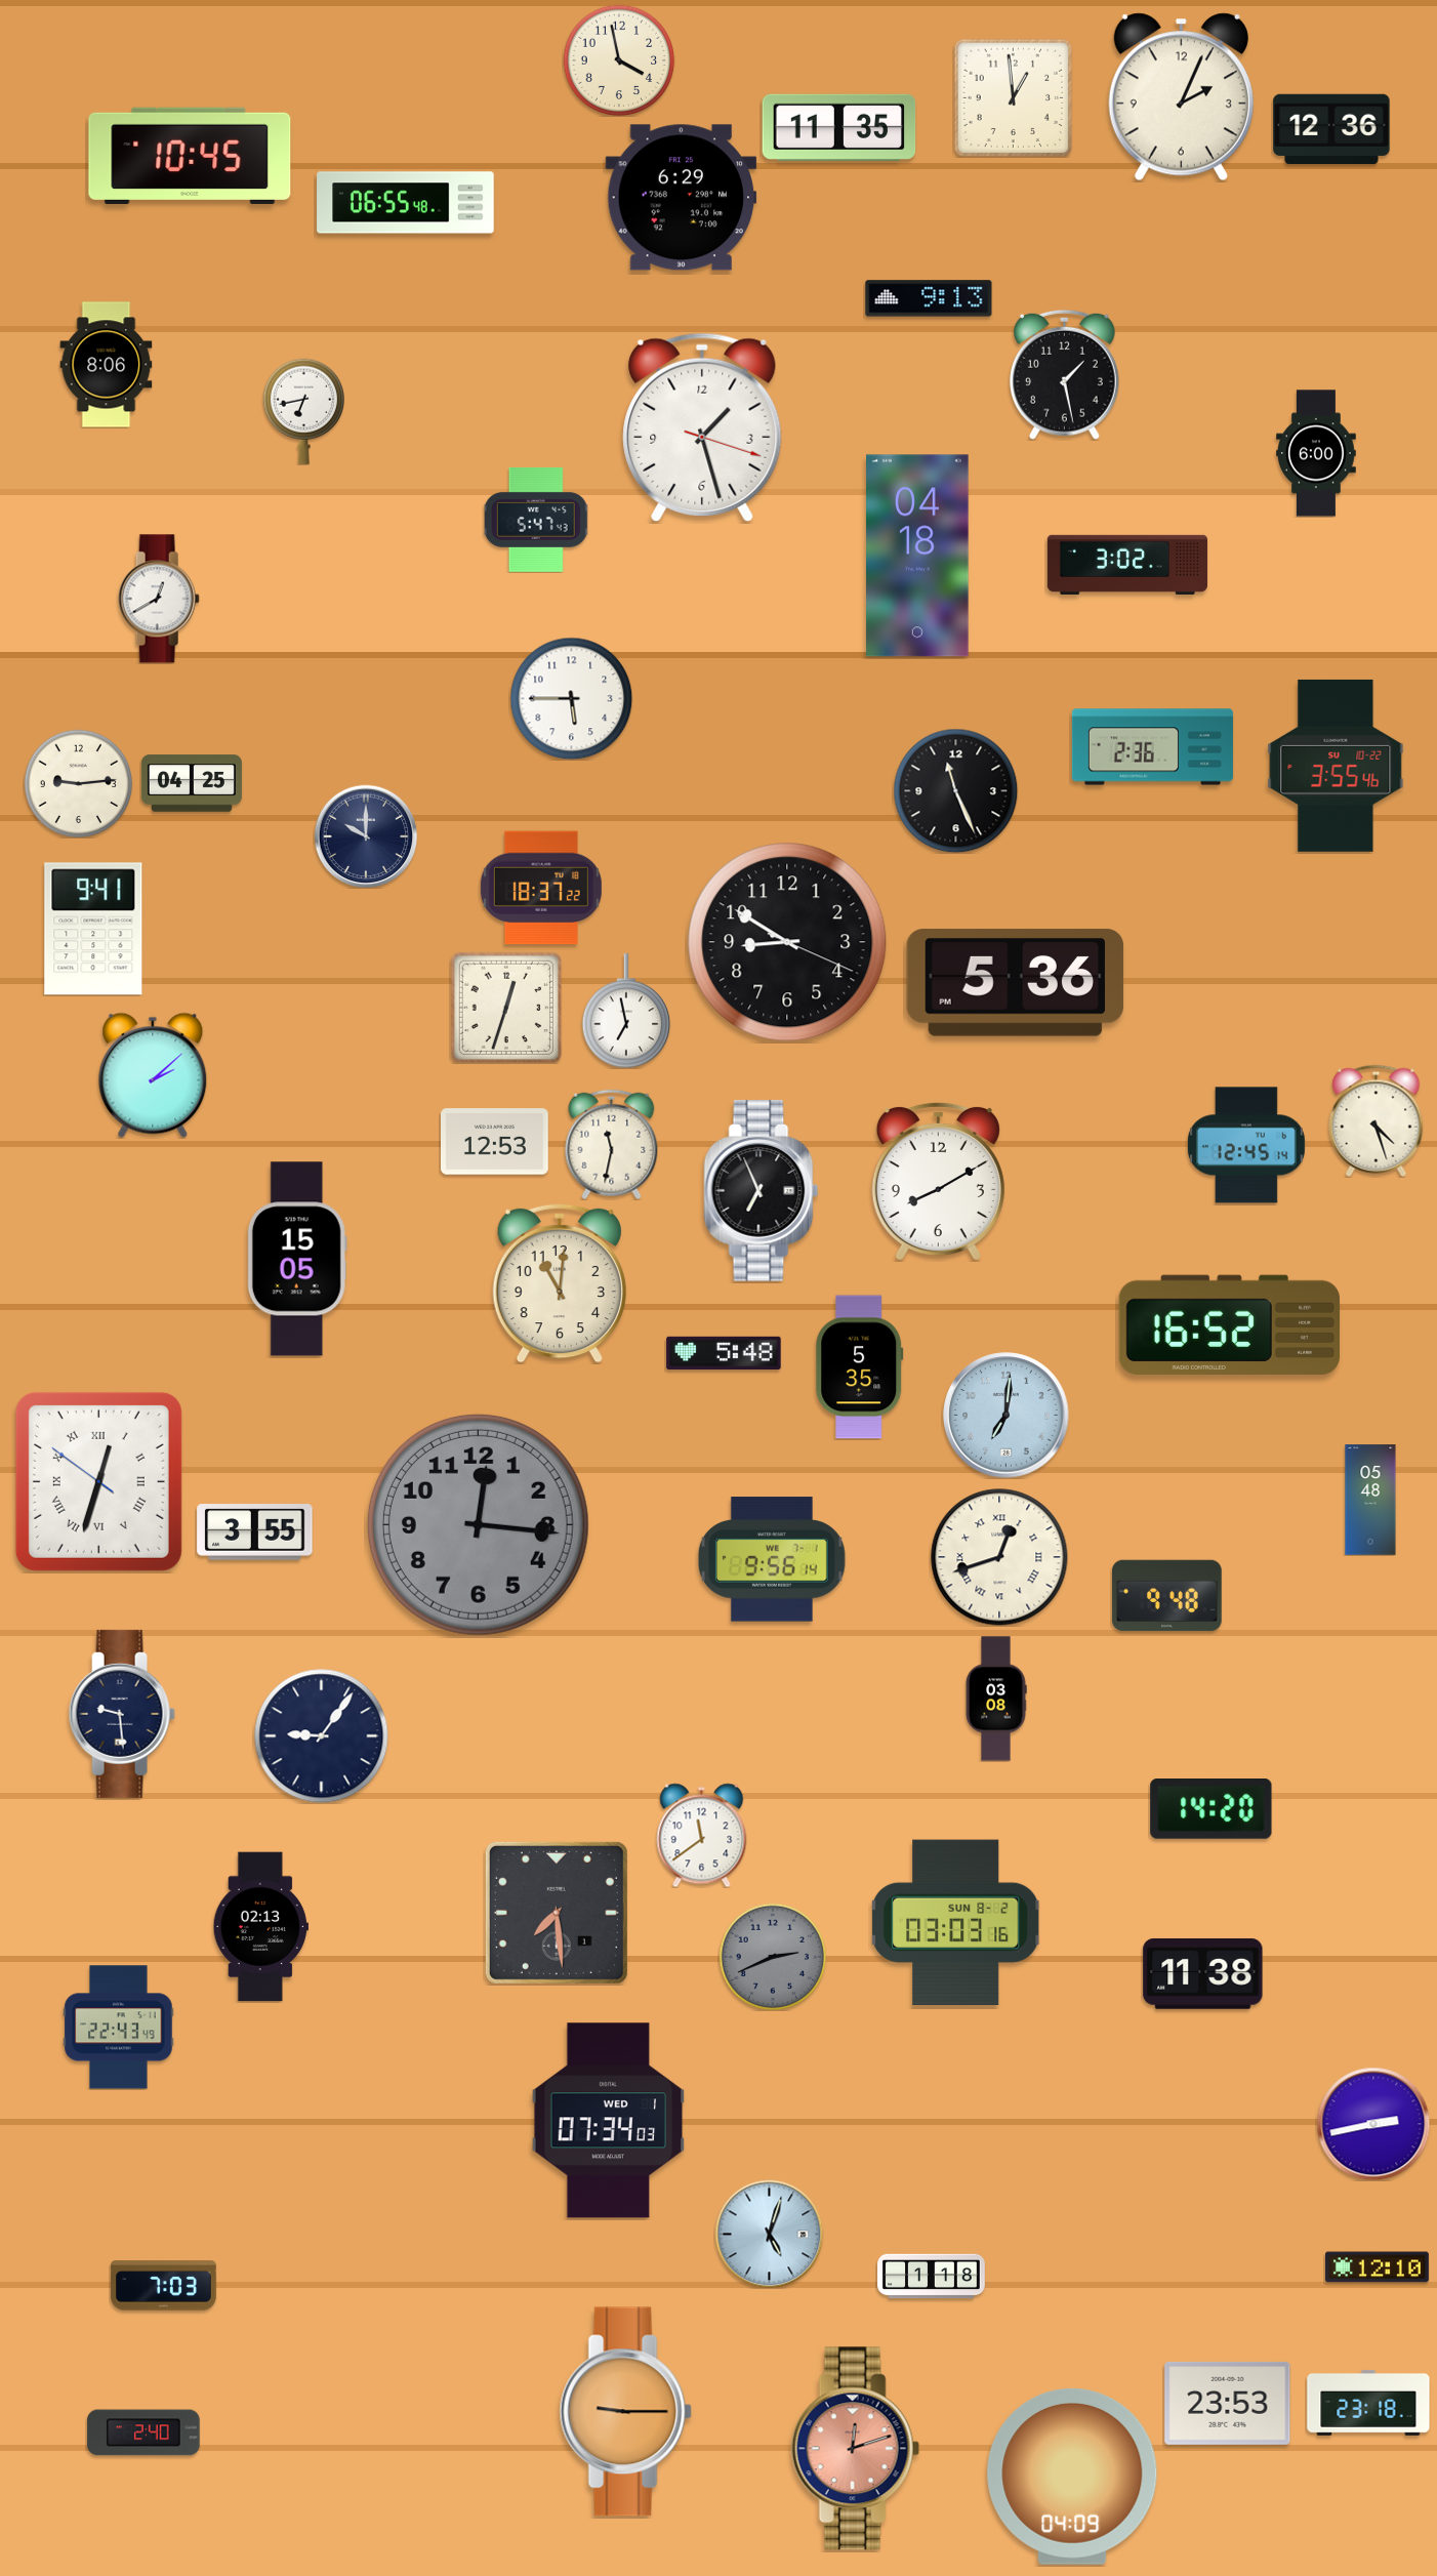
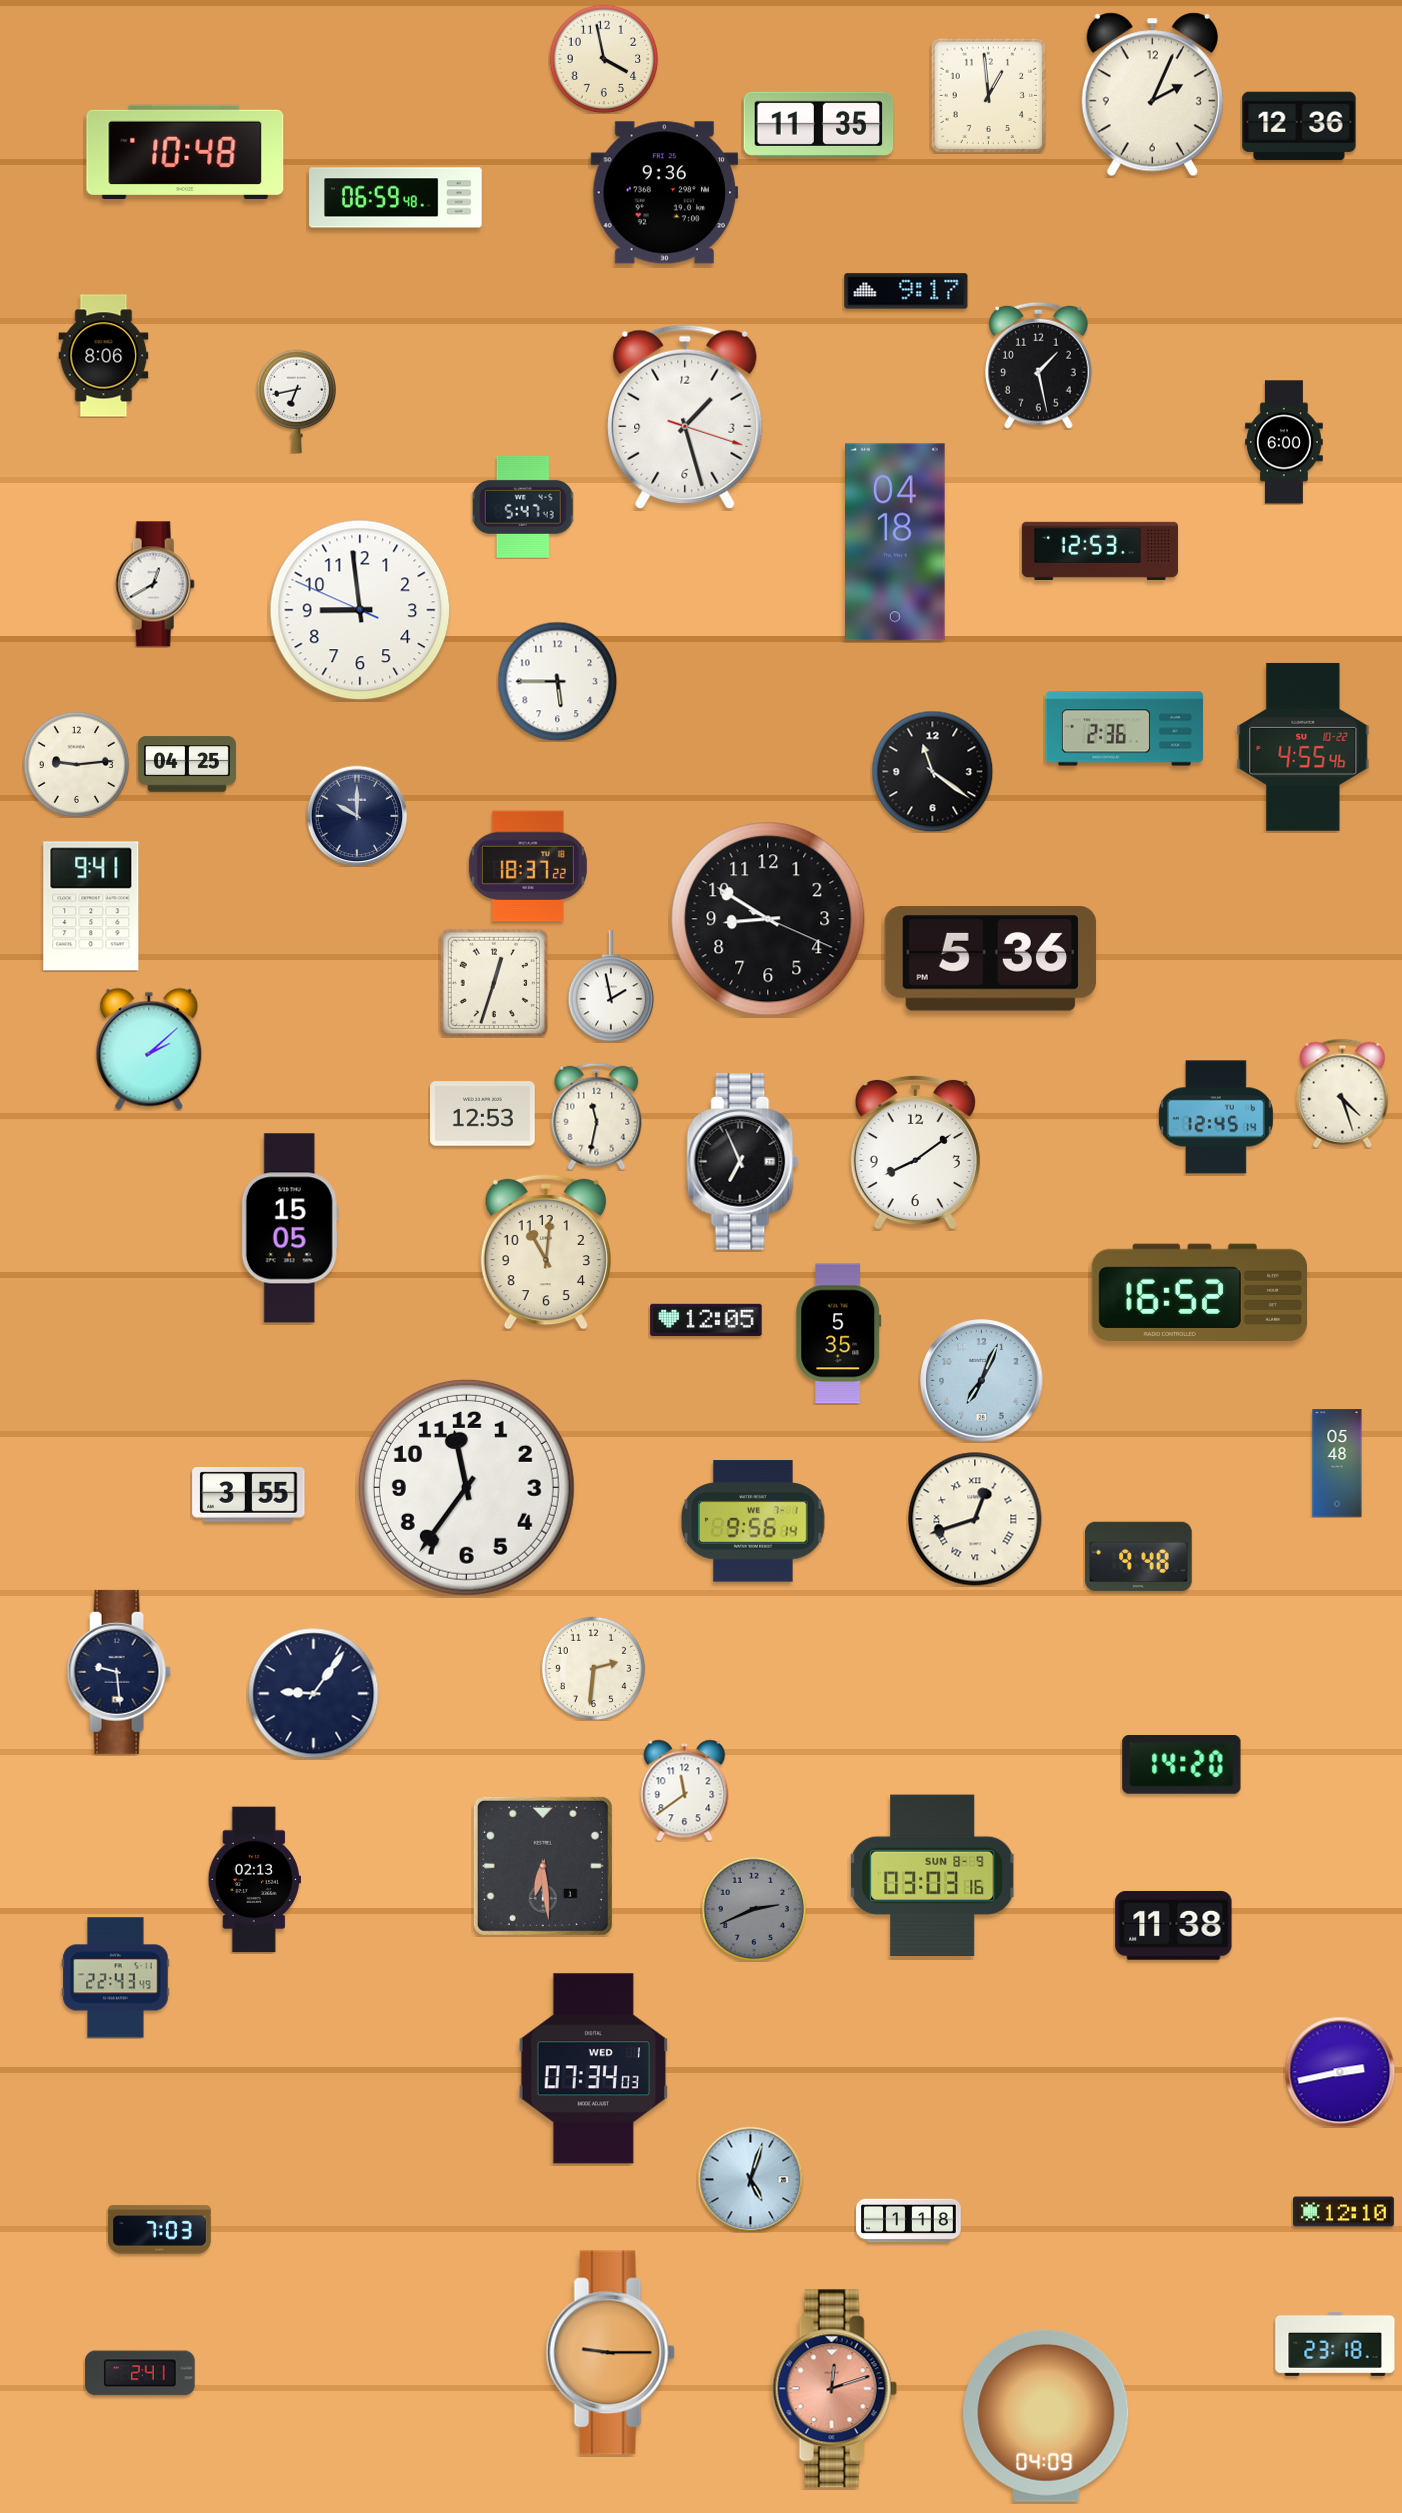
clock at (190, 156): 10:45 -> 10:48
clock at (682, 198): 6:29 -> 9:36
clock at (406, 203): 06:55 -> 06:59
clock at (929, 298): 9:13 -> 9:17
clock at (1127, 565): 3:02 -> 12:53
clock at (360, 610): none -> 8:58
clock at (1336, 766): 3:55 -> 4:55
clock at (955, 790): 11:26 -> 11:21
clock at (626, 1011): 6:58 -> 1:58
clock at (938, 1181): 8:10 -> 8:09
clock at (724, 1352): 5:48 -> 12:05
clock at (1007, 1416): 7:01 -> 7:04
clock at (98, 1481): 12:32 -> none
clock at (478, 1524): 12:16 -> 11:36
clock at (478, 1524) dial: grey -> white
clock at (996, 1699): 03:08 -> none
clock at (593, 1668): none -> 2:31
clock at (557, 1913): 7:29 -> 6:29
clock at (955, 1922) date: SUN 8-2 -> SUN 8-9
clock at (1228, 2403): 23:53 -> none
clock at (143, 2432): 2:40 -> 2:41
